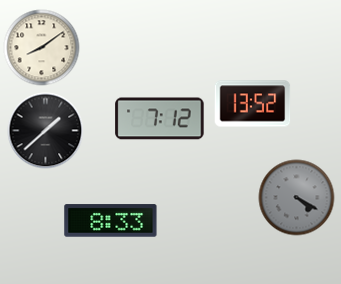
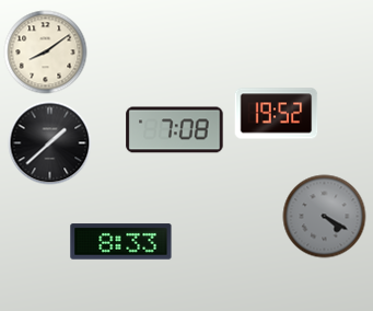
clock at (253, 104): 13:52 -> 19:52
clock at (160, 119): 7:12 -> 7:08
